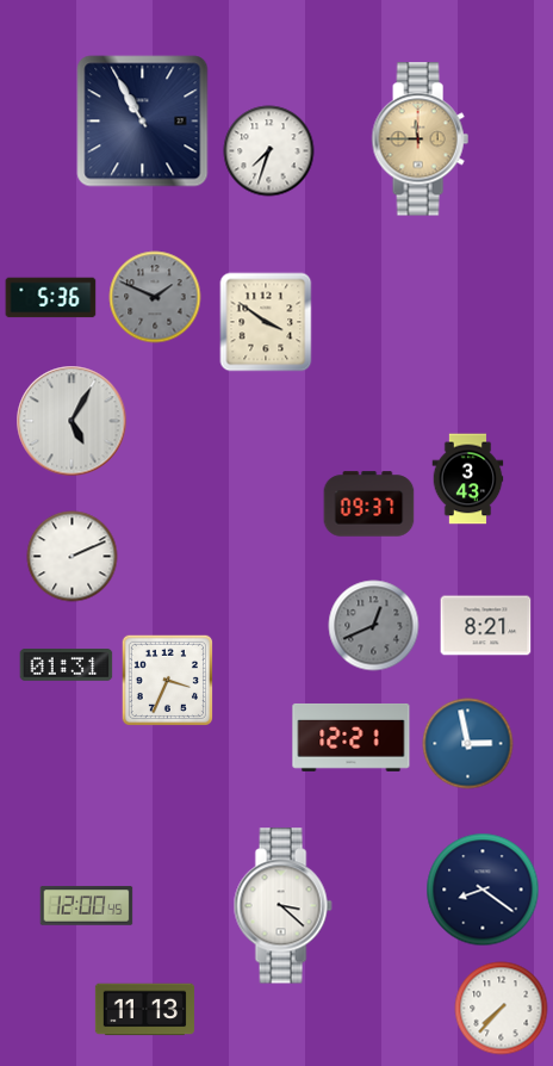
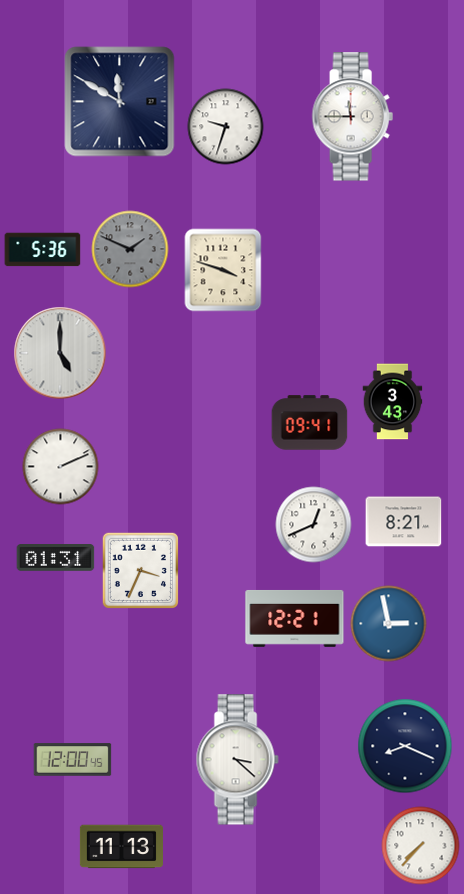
clock at (143, 122): 10:55 -> 11:50
clock at (420, 140) dial: champagne -> white
clock at (269, 151): 7:33 -> 9:33
clock at (266, 322): 3:51 -> 3:48
clock at (72, 421): 5:05 -> 5:00
clock at (369, 504): 09:37 -> 09:41
clock at (374, 626) dial: grey -> white
clock at (486, 626) position: (486, 626) -> (404, 522)
clock at (468, 744) position: (468, 744) -> (389, 624)
clock at (483, 890): 8:21 -> 8:19
